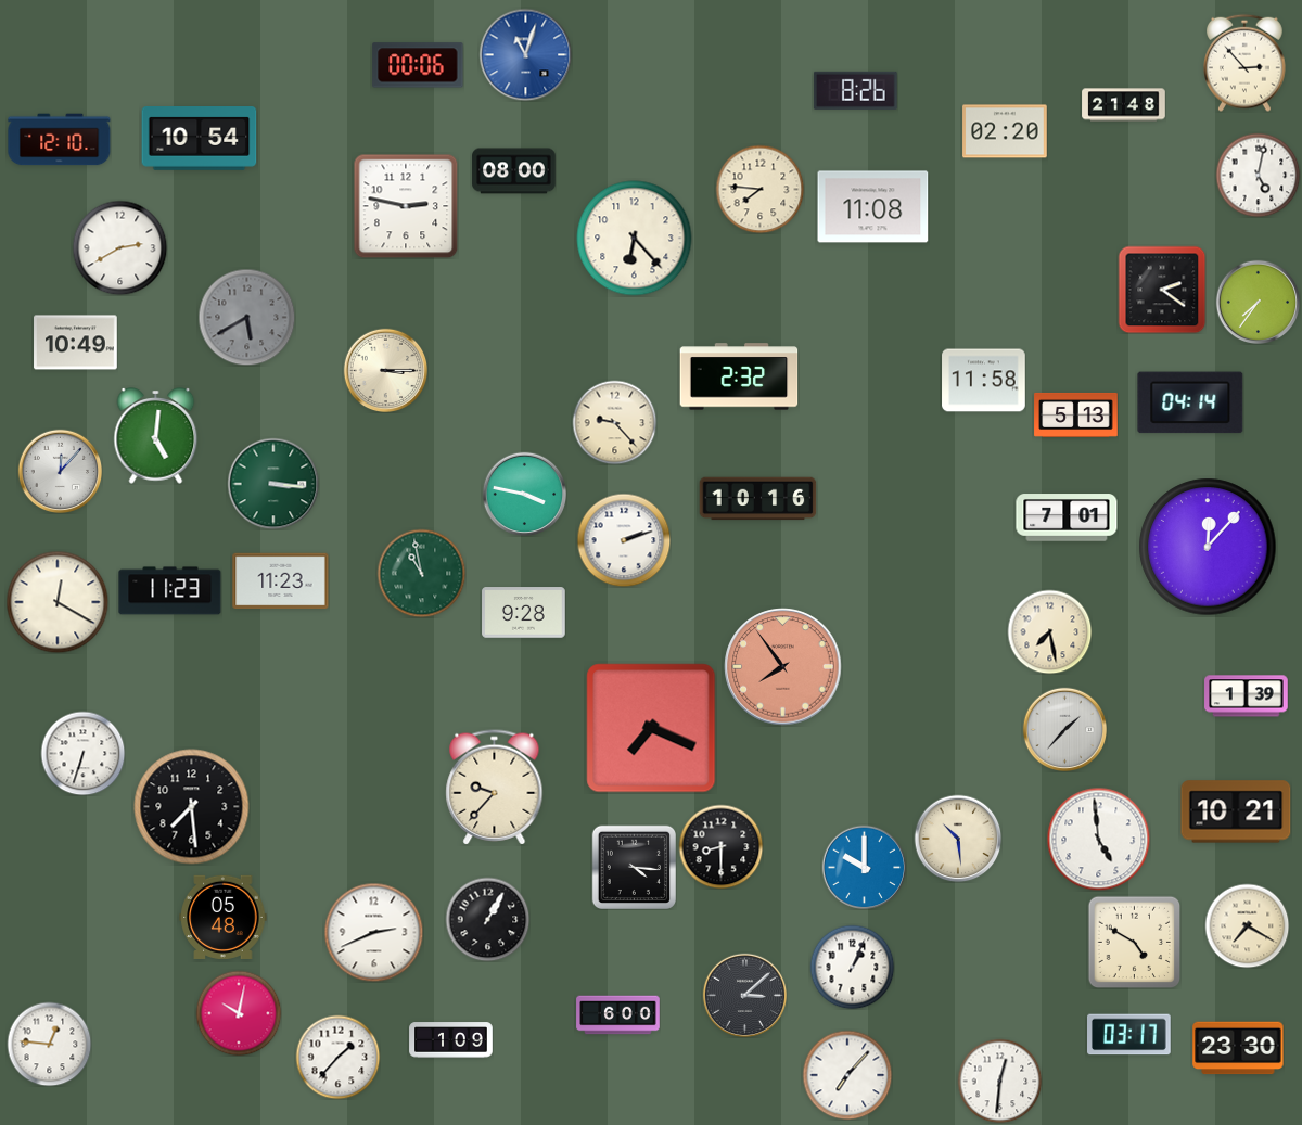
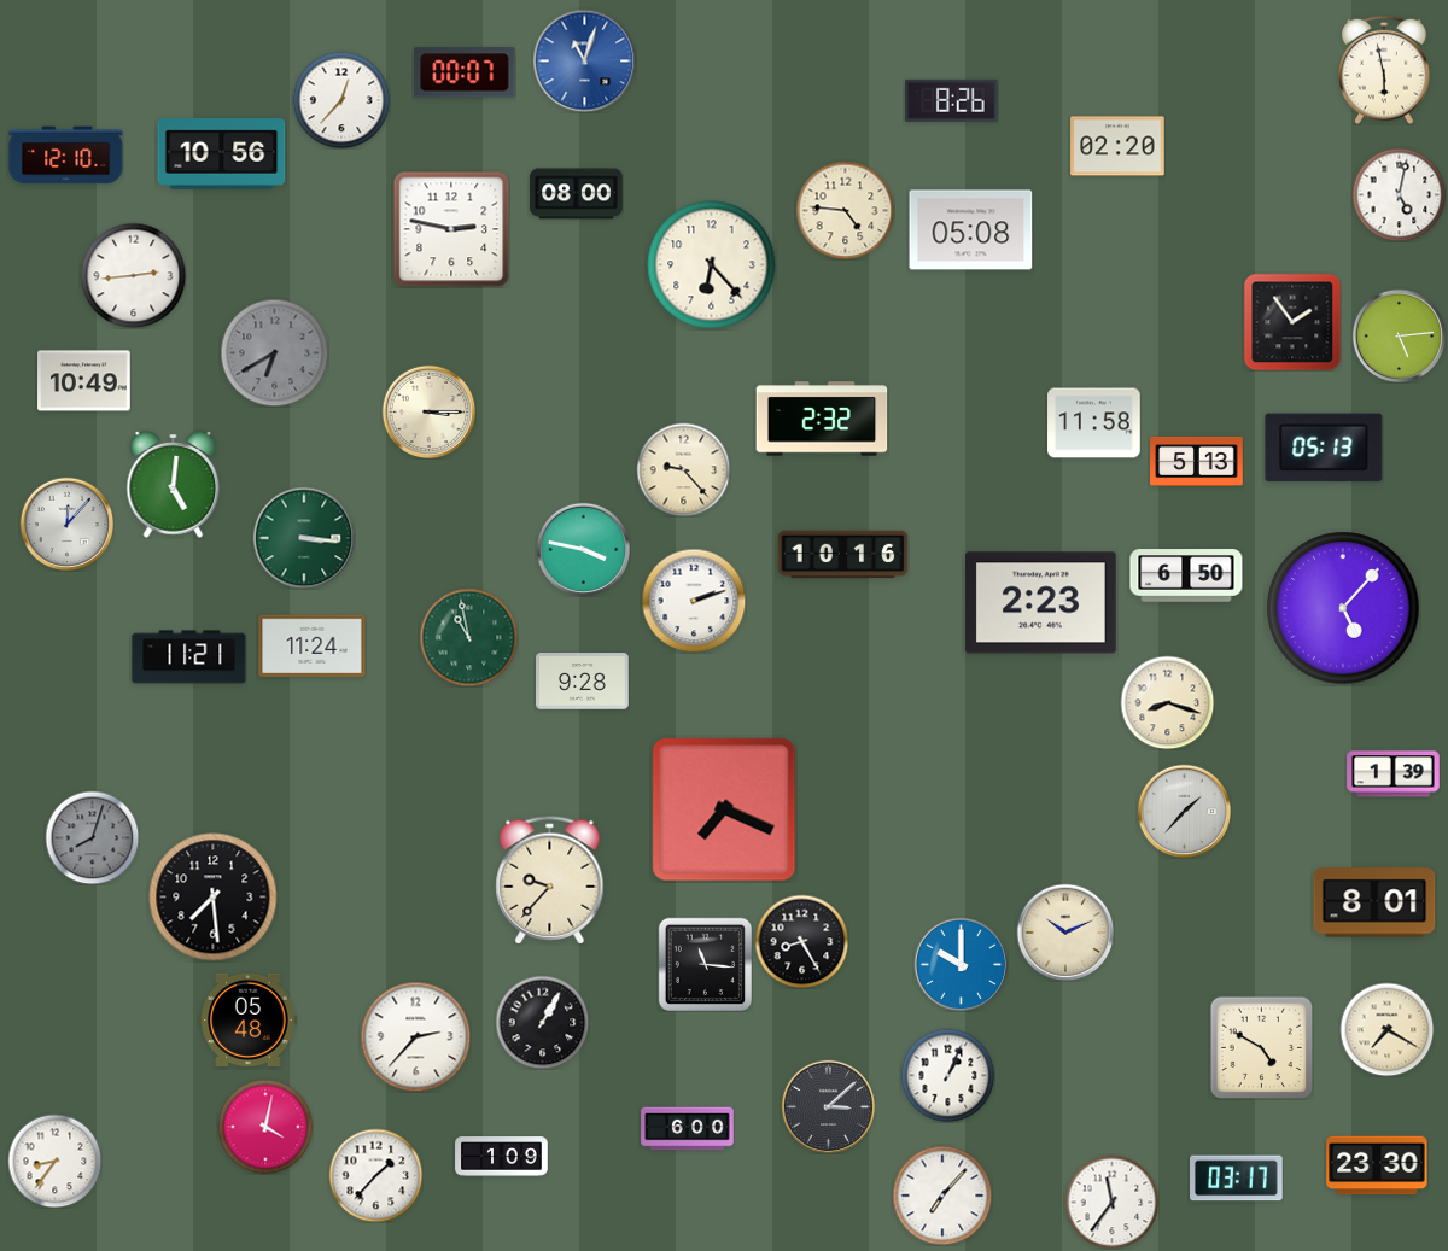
clock at (1246, 63): 2:53 -> 5:58
clock at (418, 65): 00:06 -> 00:07
clock at (341, 100): none -> 12:37
clock at (1124, 105): 21:48 -> none
clock at (200, 139): 10:54 -> 10:56
clock at (514, 171) position: (514, 171) -> (577, 194)
clock at (759, 189): 7:46 -> 4:46
clock at (873, 207): 11:08 -> 05:08
clock at (635, 239) position: (635, 239) -> (712, 265)
clock at (119, 247): 2:40 -> 2:44
clock at (1162, 290): 2:21 -> 1:54
clock at (1258, 302): 7:36 -> 5:14
clock at (246, 317): 5:40 -> 6:40
clock at (1190, 402): 04:14 -> 05:13
clock at (1067, 517): 7:01 -> 6:50
clock at (1041, 603): none -> 2:23
clock at (1208, 547): 12:07 -> 5:07
clock at (281, 581): 11:23 -> 11:24
clock at (170, 591): 11:23 -> 11:21
clock at (58, 602): 12:20 -> none
clock at (1049, 631): 7:28 -> 8:18
clock at (783, 667): 7:54 -> none
clock at (1247, 696) position: (1247, 696) -> (1394, 774)
clock at (82, 753): 6:33 -> 8:03
clock at (82, 753) dial: white -> grey
clock at (495, 788) position: (495, 788) -> (550, 881)
clock at (1236, 811): 10:21 -> 8:01
clock at (958, 839): 10:29 -> 10:11
clock at (1098, 839): 4:59 -> none
clock at (720, 846): 8:30 -> 8:25
clock at (634, 867): 4:16 -> 11:16
clock at (373, 932): 2:41 -> 2:37
clock at (239, 1013): 10:02 -> 4:02
clock at (1129, 1035) position: (1129, 1035) -> (1237, 1179)
clock at (49, 1044): 12:46 -> 8:36
clock at (999, 1081): 12:31 -> 11:36
